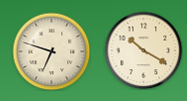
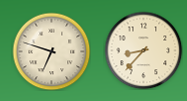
clock at (143, 50): 10:20 -> 8:37
